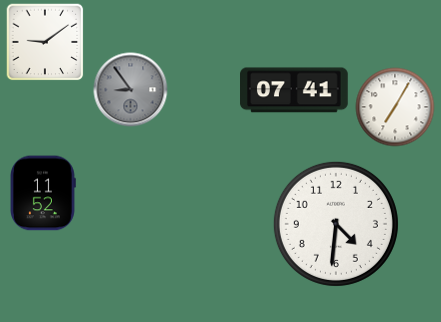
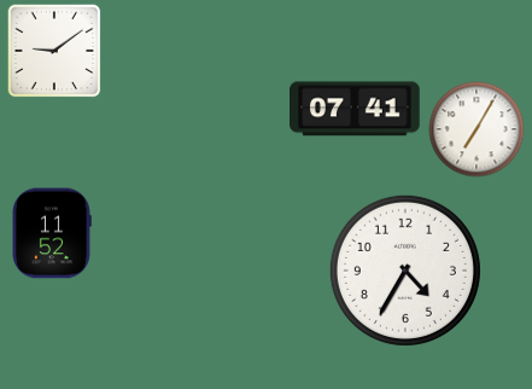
clock at (131, 90): 8:54 -> none
clock at (336, 224): 4:31 -> 4:35
